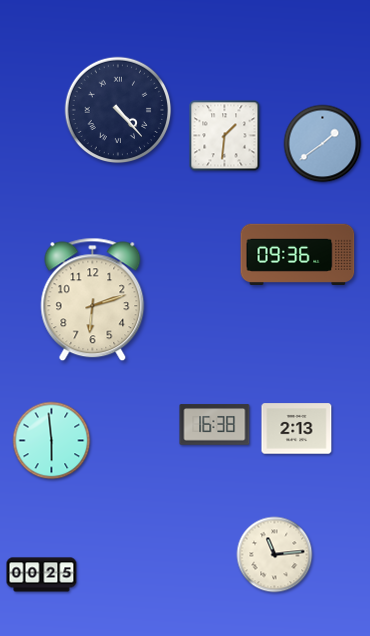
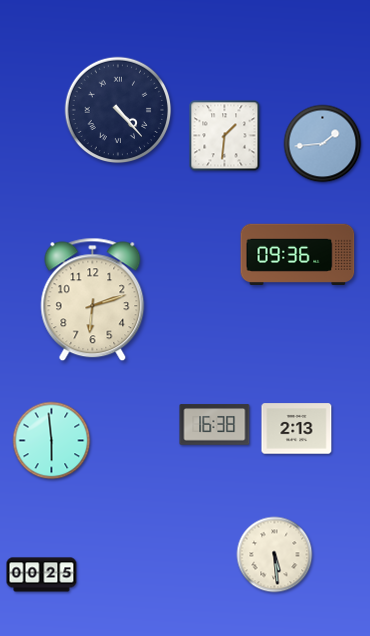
clock at (323, 144): 1:39 -> 1:44
clock at (275, 555): 11:14 -> 5:29
